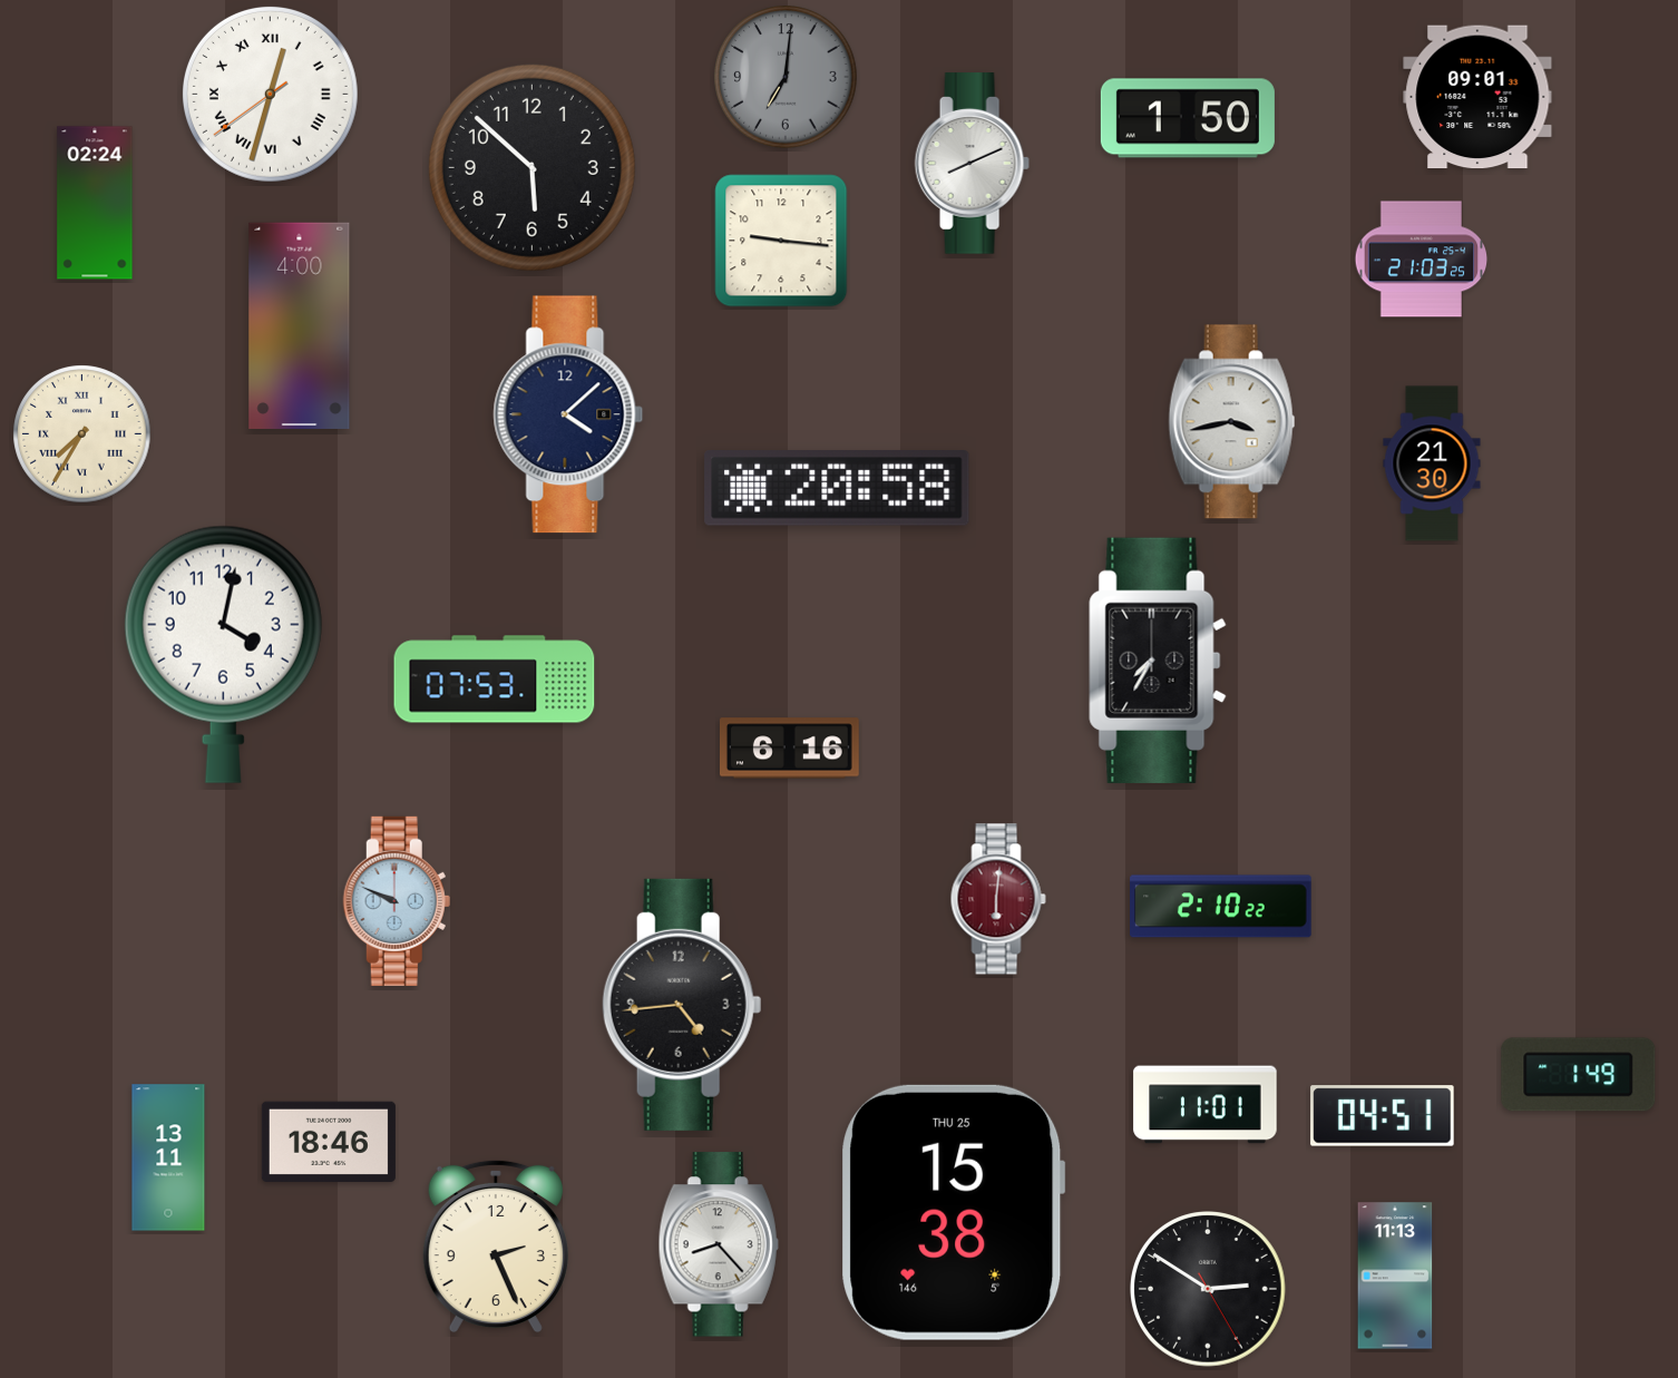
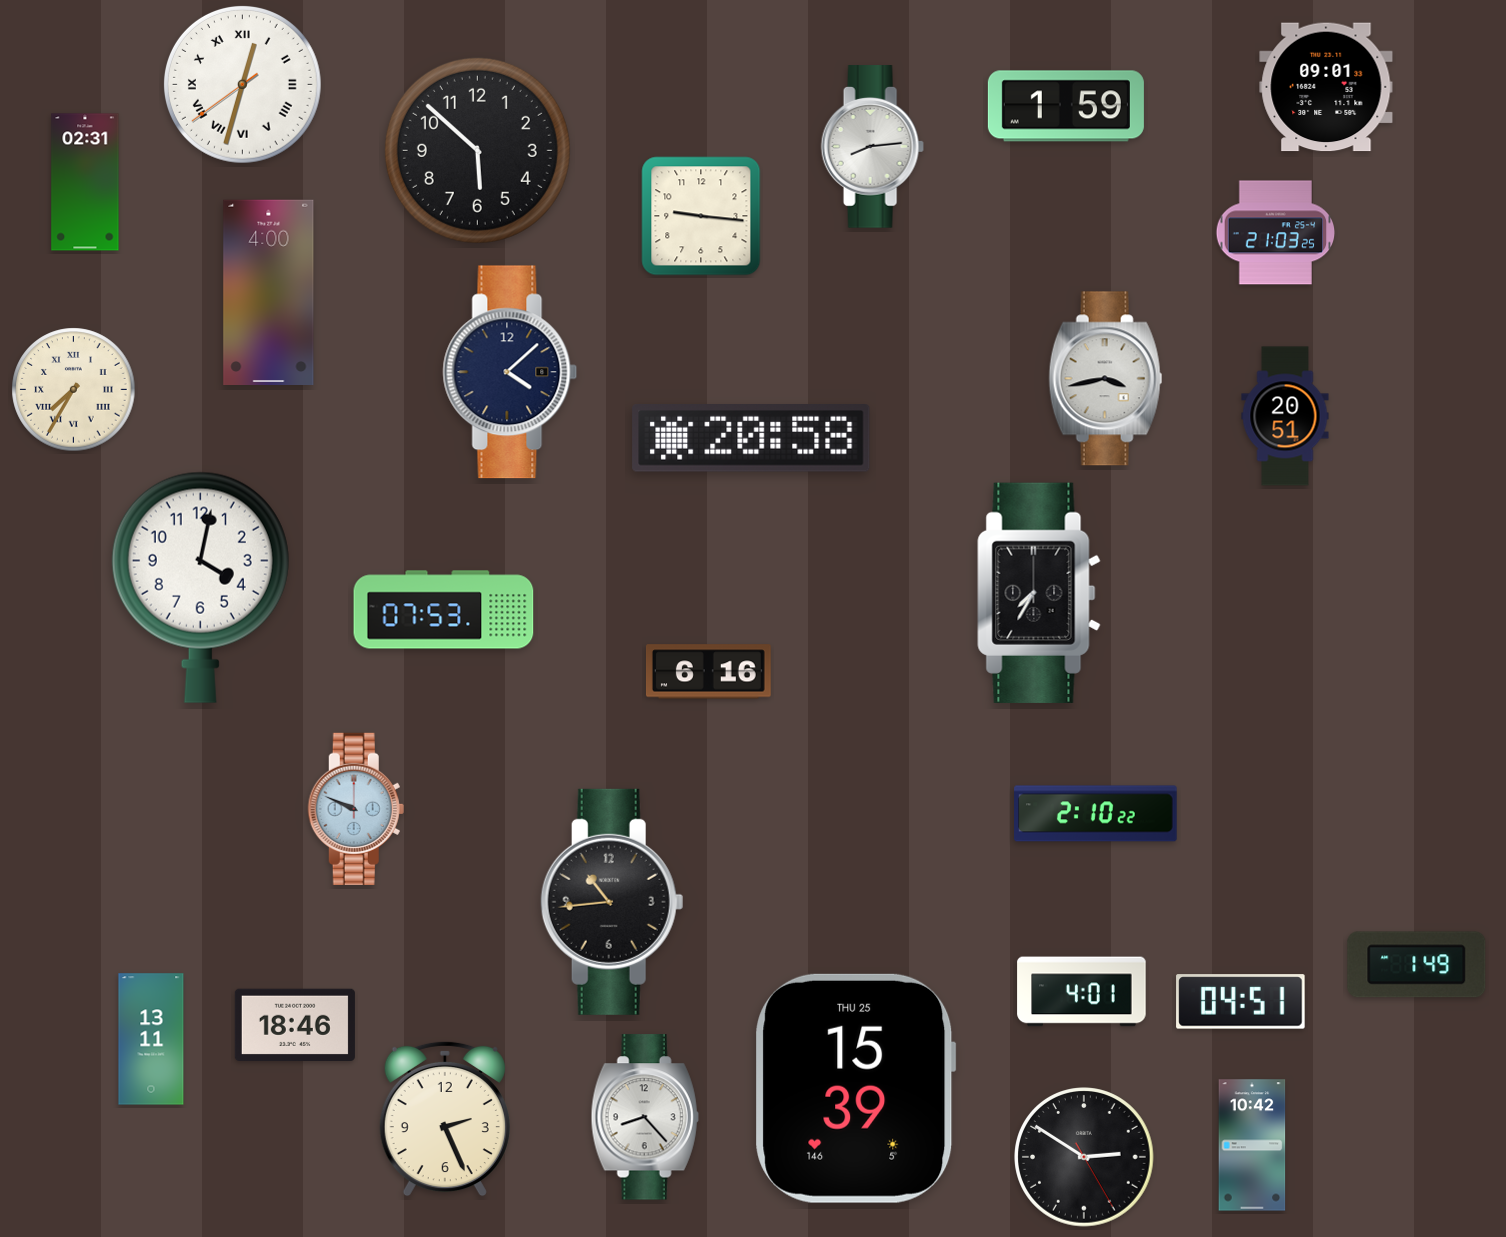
clock at (786, 77): 7:01 -> none
clock at (1188, 118): 1:50 -> 1:59
clock at (972, 164): 8:11 -> 8:14
clock at (95, 203): 02:24 -> 02:31
clock at (1432, 463): 21:30 -> 20:51
clock at (998, 899): 6:01 -> none
clock at (682, 1005): 4:44 -> 10:44
clock at (1206, 1105): 11:01 -> 4:01
clock at (954, 1212): 15:38 -> 15:39
clock at (1395, 1276): 11:13 -> 10:42
